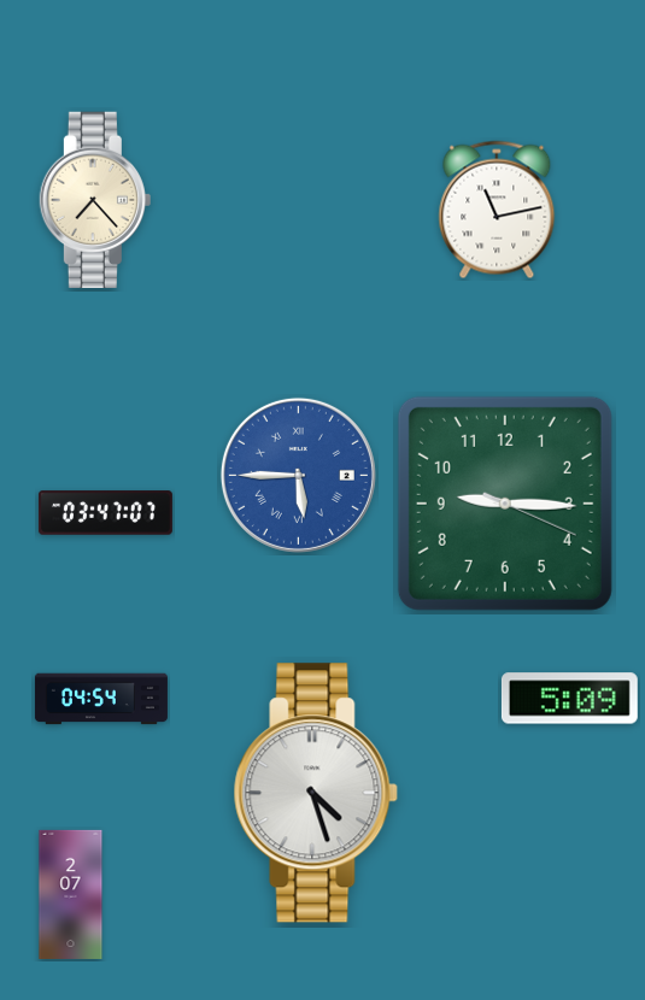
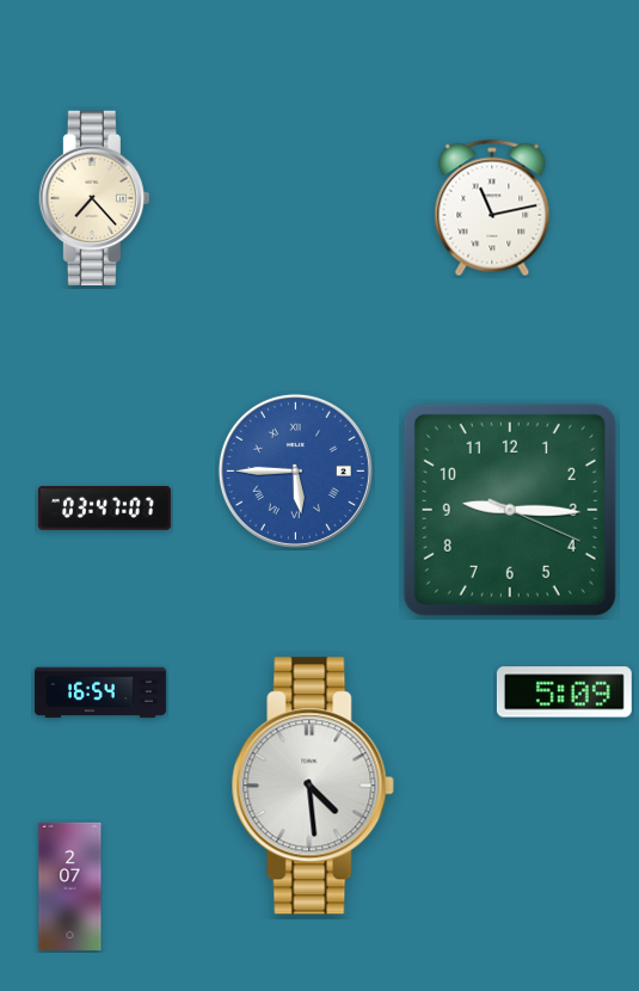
clock at (505, 504) position: (505, 504) -> (510, 510)
clock at (101, 699): 04:54 -> 16:54
clock at (316, 793): 4:27 -> 4:29
